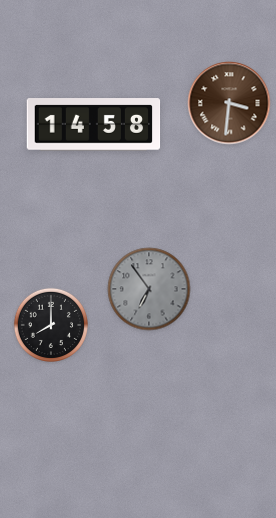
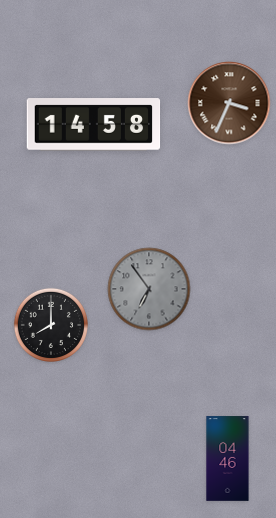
clock at (229, 103): 3:31 -> 3:34
clock at (228, 459): none -> 04:46
